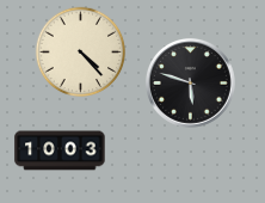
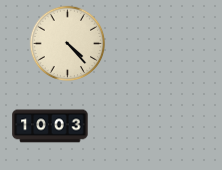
clock at (190, 82): 5:48 -> none
